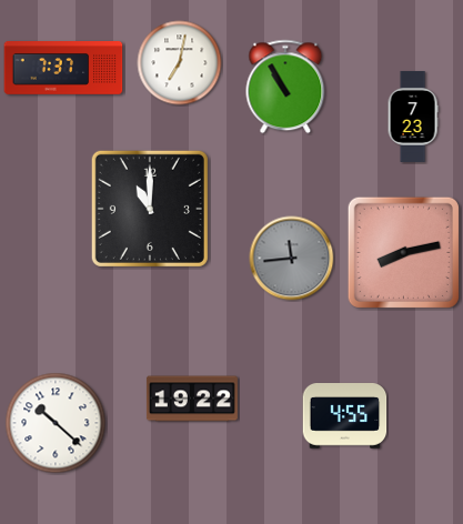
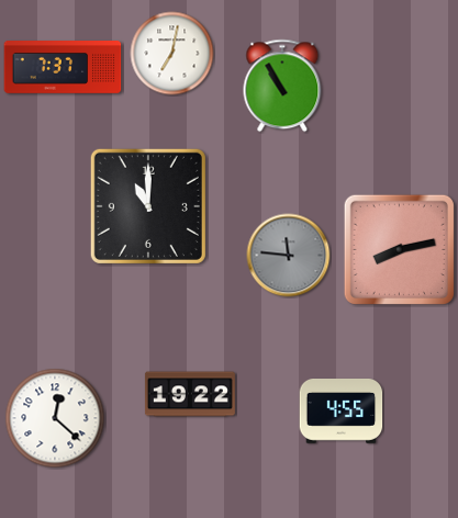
clock at (180, 63) position: (180, 63) -> (172, 54)
clock at (413, 117): 7:23 -> none
clock at (292, 259): 11:44 -> 11:46
clock at (56, 423): 10:22 -> 12:22
